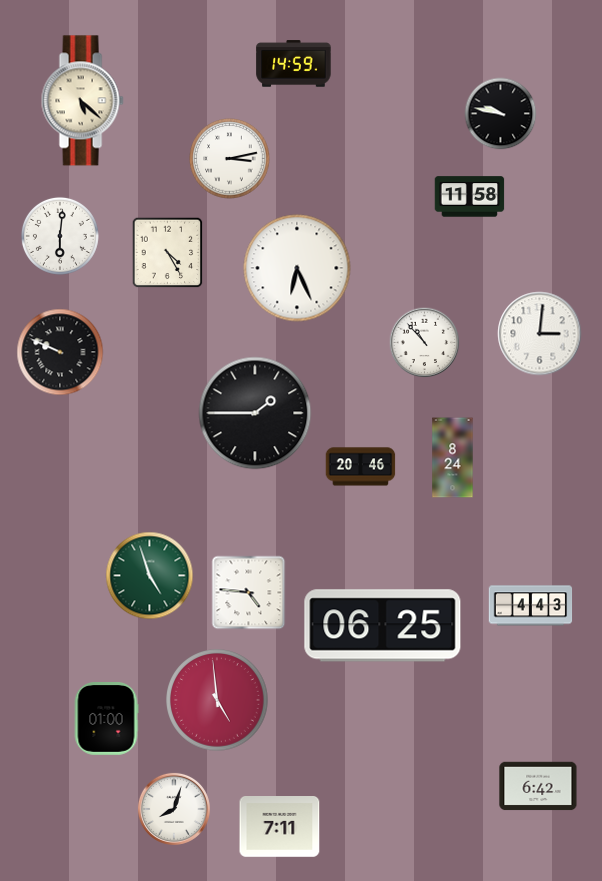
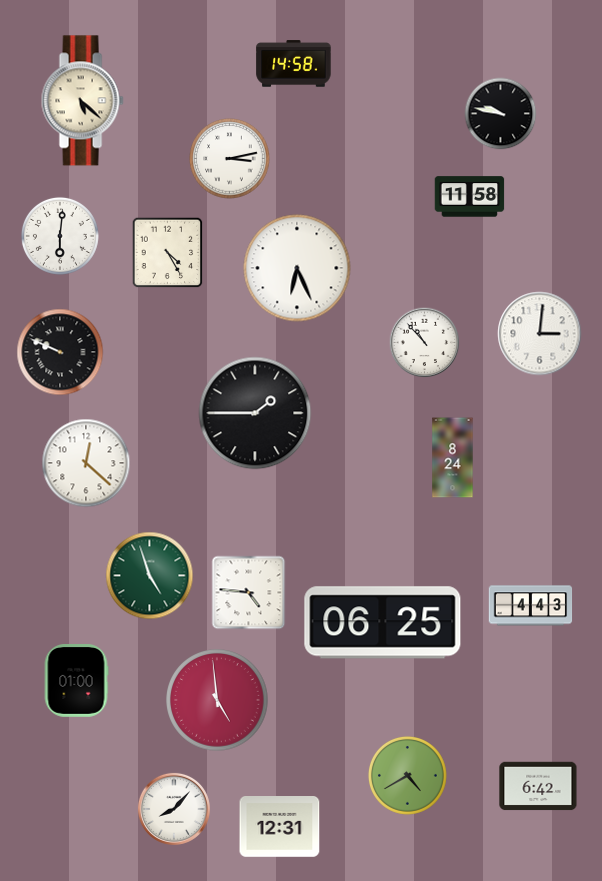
clock at (294, 64): 14:59 -> 14:58
clock at (86, 463): none -> 12:22
clock at (361, 467): 20:46 -> none
clock at (383, 626) position: (383, 626) -> (383, 623)
clock at (106, 719) position: (106, 719) -> (76, 681)
clock at (407, 775): none -> 4:40
clock at (174, 809): 8:03 -> 8:07
clock at (280, 827): 7:11 -> 12:31
